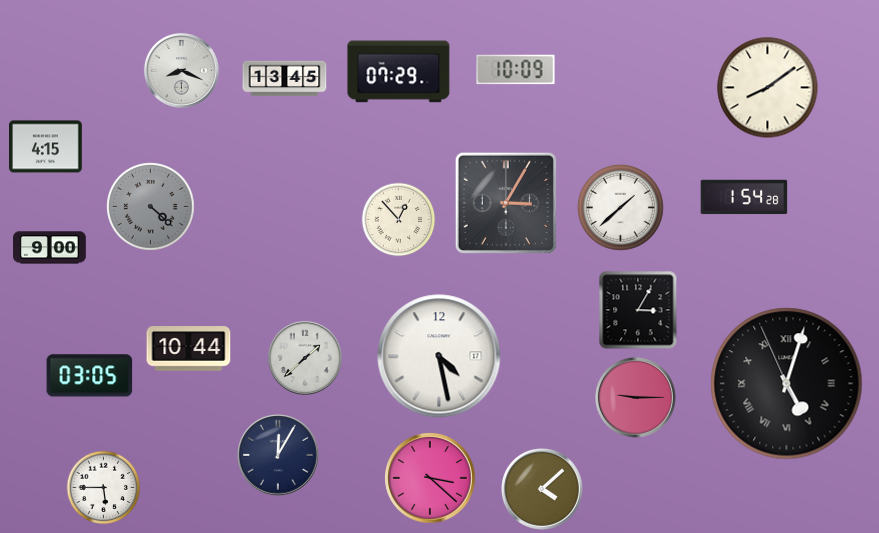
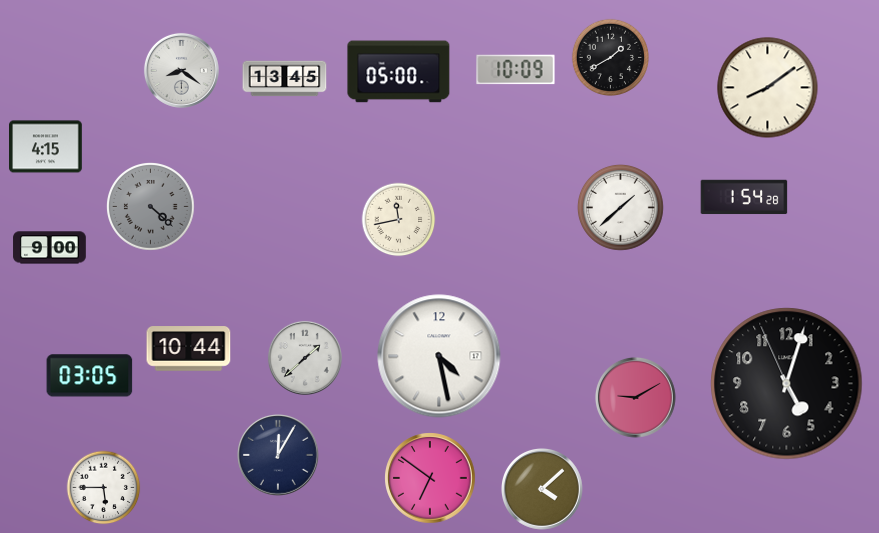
clock at (610, 57): none -> 1:40
clock at (181, 70): 8:19 -> 8:21
clock at (399, 72): 07:29 -> 05:00
clock at (506, 203): 3:05 -> none
clock at (399, 220): 12:53 -> 11:43
clock at (638, 310): 3:05 -> none
clock at (787, 384) numerals: Roman -> Arabic
clock at (635, 397): 9:15 -> 9:10
clock at (430, 478): 3:22 -> 6:51
